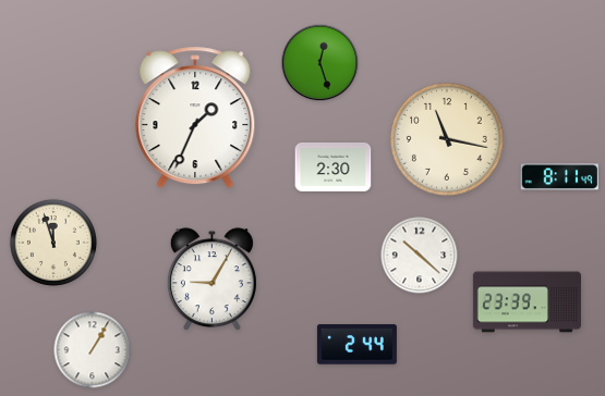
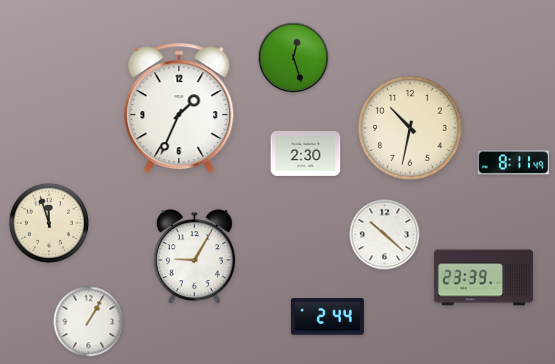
clock at (447, 139): 11:17 -> 10:32
clock at (93, 350) position: (93, 350) -> (89, 322)
